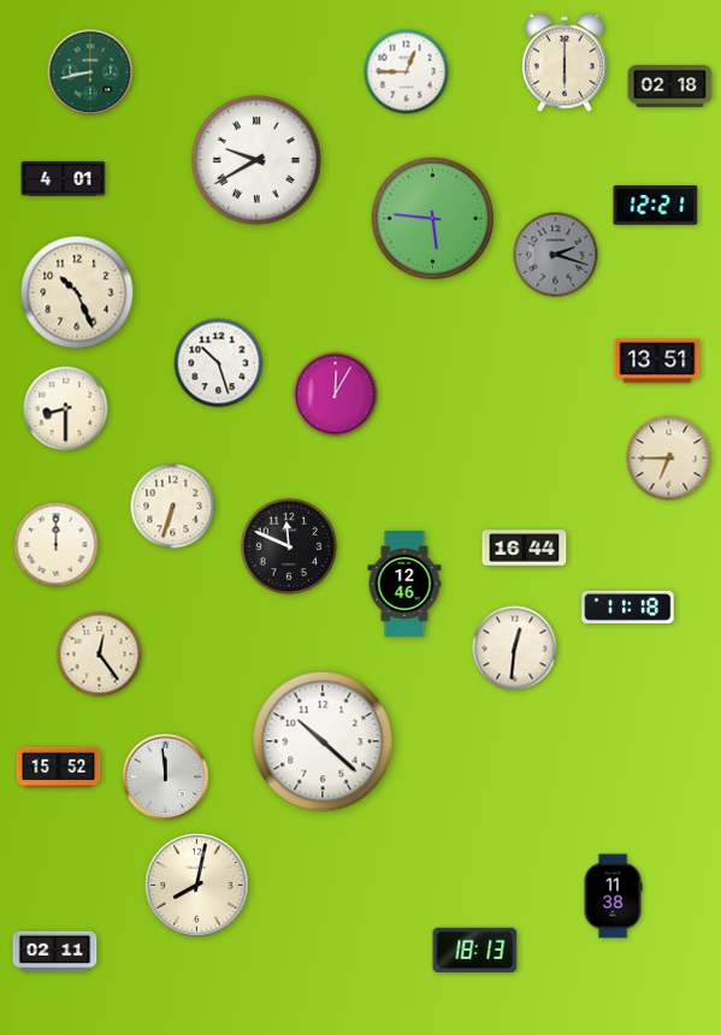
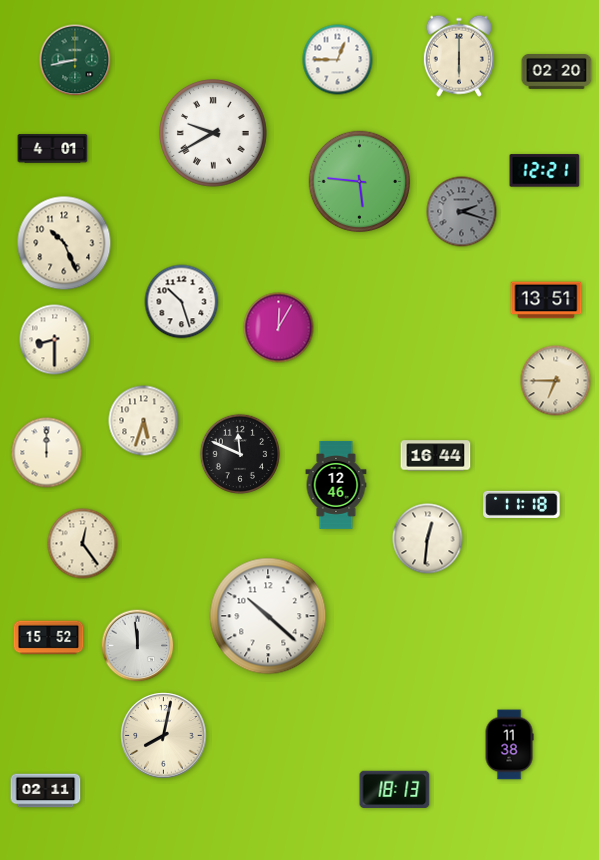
clock at (565, 63) position: (565, 63) -> (459, 56)
clock at (670, 87): 02:18 -> 02:20
clock at (173, 507): 6:33 -> 5:33
